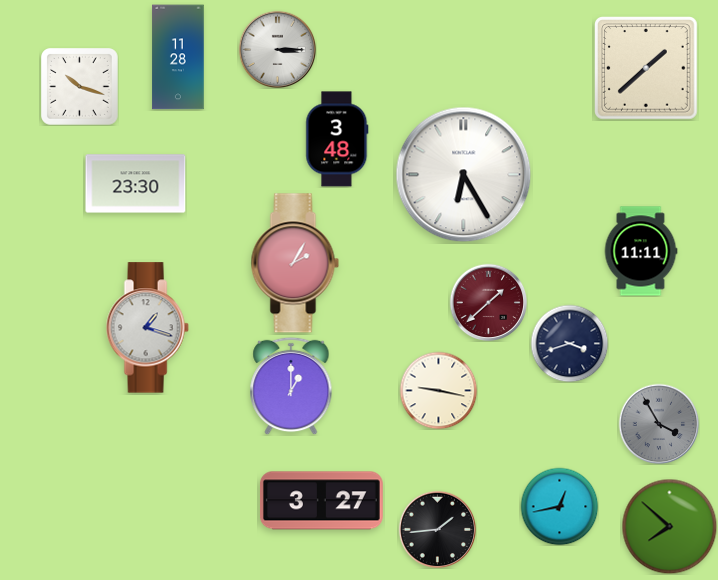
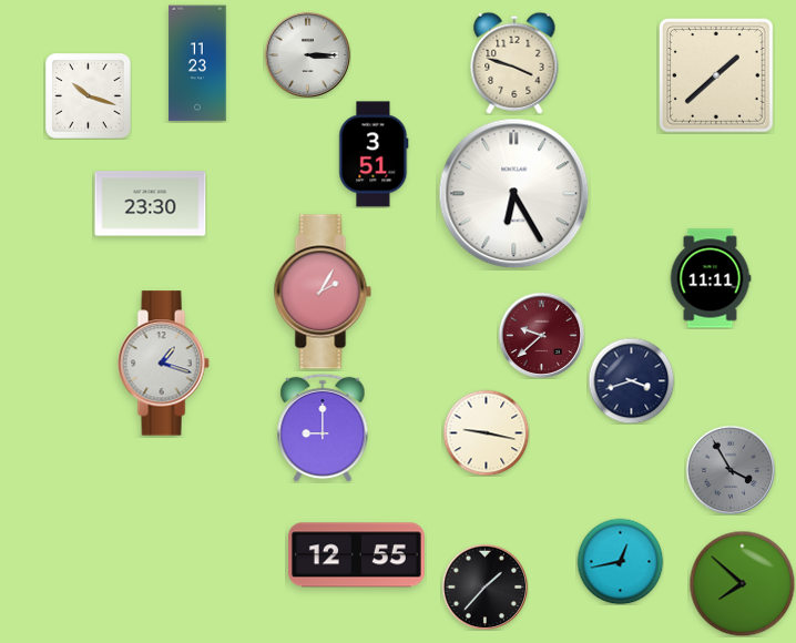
clock at (178, 57): 11:28 -> 11:23
clock at (514, 63): none -> 3:48
clock at (337, 139): 3:48 -> 3:51
clock at (295, 263) position: (295, 263) -> (323, 292)
clock at (488, 302): 1:38 -> 9:38
clock at (291, 386): 1:00 -> 9:00
clock at (321, 501): 3:27 -> 12:55
clock at (437, 529): 1:44 -> 1:37
